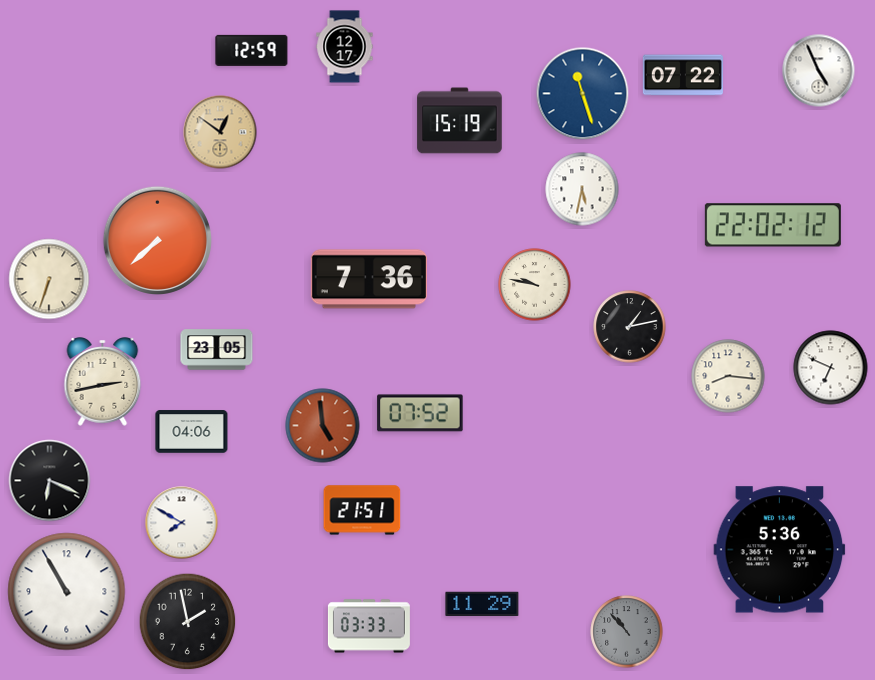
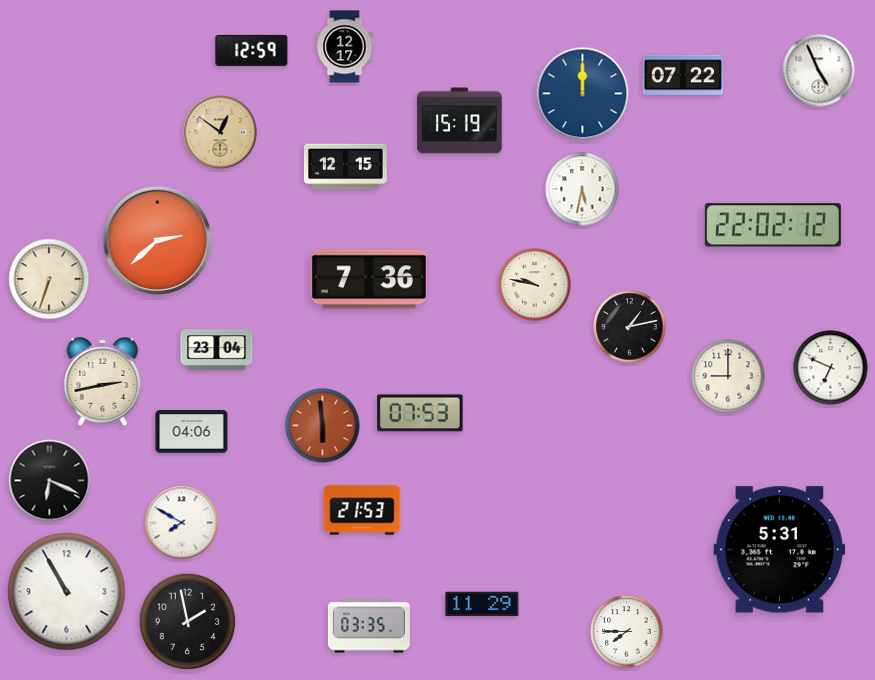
clock at (583, 94): 11:27 -> 12:00
clock at (345, 167): none -> 12:15
clock at (157, 240): 7:38 -> 2:38
clock at (217, 350): 23:05 -> 23:04
clock at (728, 376): 8:16 -> 9:00
clock at (420, 413): 07:52 -> 07:53
clock at (323, 426): 4:59 -> 5:59
clock at (362, 510): 21:51 -> 21:53
clock at (780, 550): 5:36 -> 5:31
clock at (369, 626): 03:33 -> 03:35
clock at (627, 632): 10:53 -> 7:45
clock at (627, 632) dial: grey -> white
